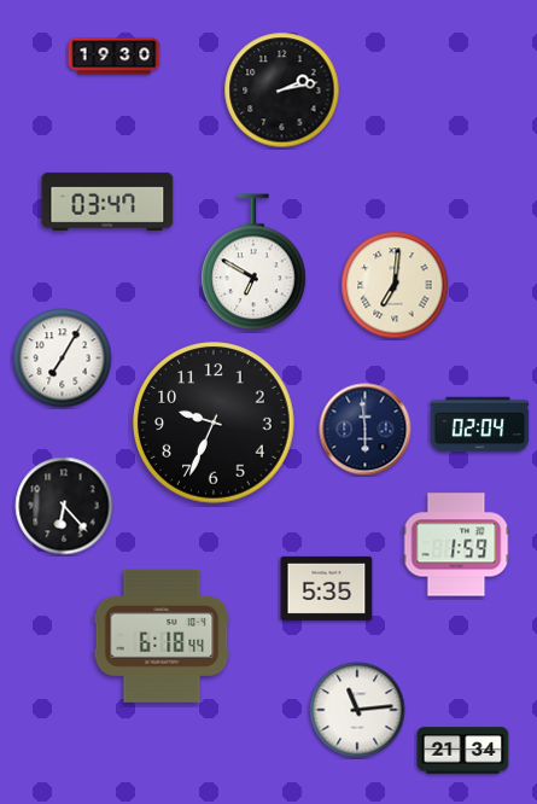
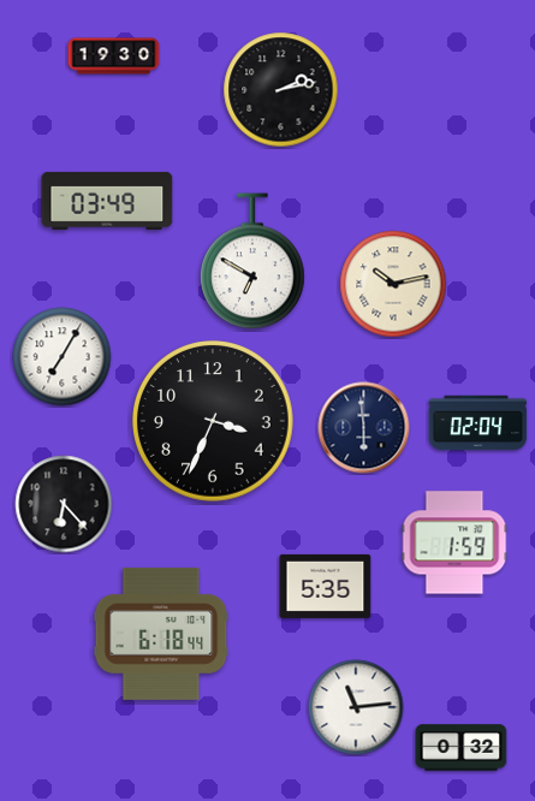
clock at (107, 202): 03:47 -> 03:49
clock at (395, 285): 7:01 -> 10:13
clock at (214, 423): 9:34 -> 3:34
clock at (463, 751): 21:34 -> 0:32
